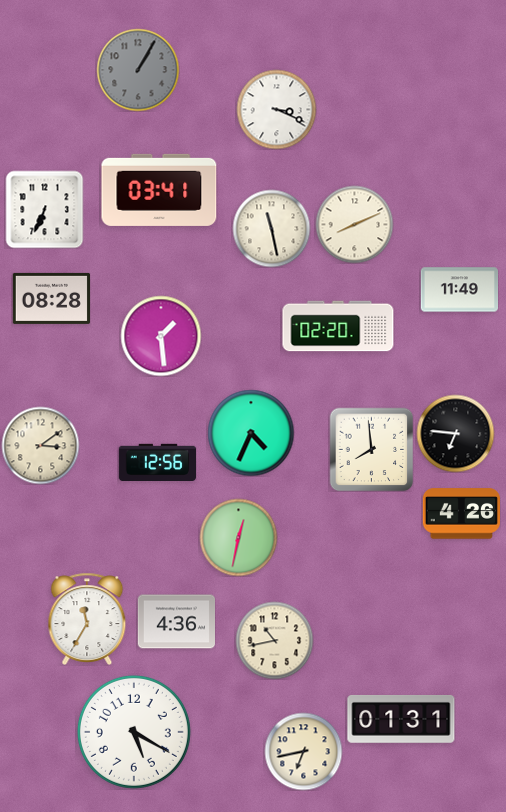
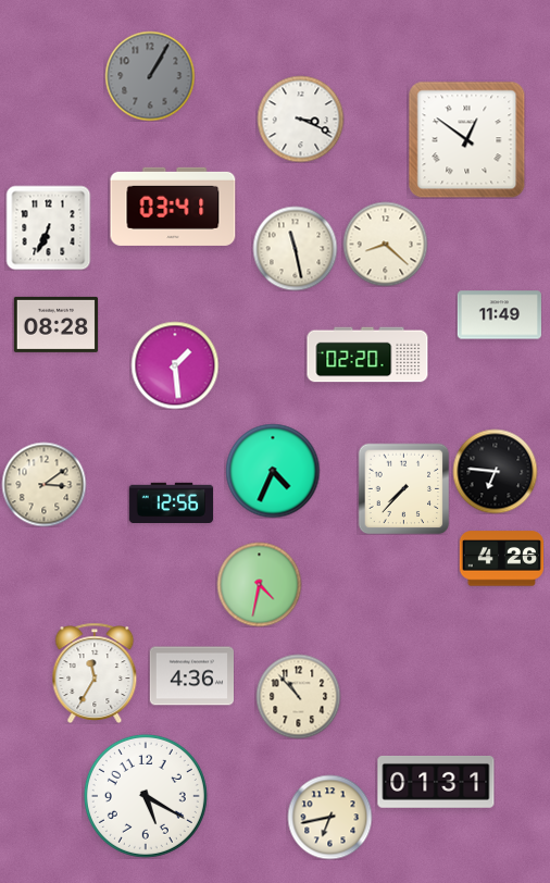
clock at (466, 139): none -> 12:51
clock at (354, 224): 8:11 -> 8:22
clock at (371, 449): 7:59 -> 7:37
clock at (238, 537): 12:32 -> 4:32
clock at (274, 640): 10:43 -> 10:53
